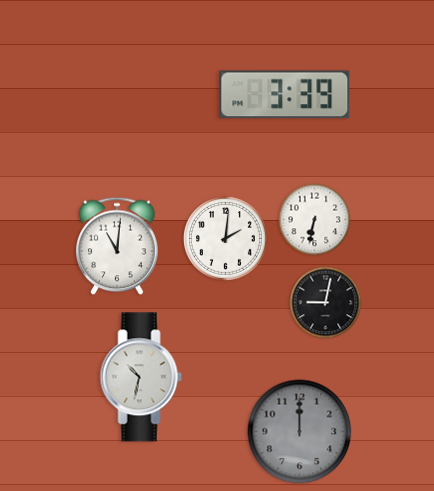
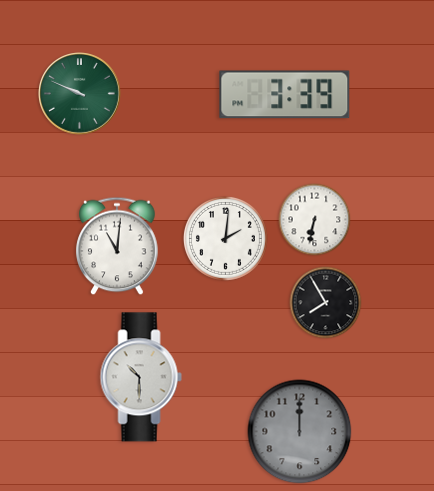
clock at (80, 94): none -> 9:49
clock at (326, 303): 9:02 -> 7:55
clock at (141, 377): 10:32 -> 10:30
